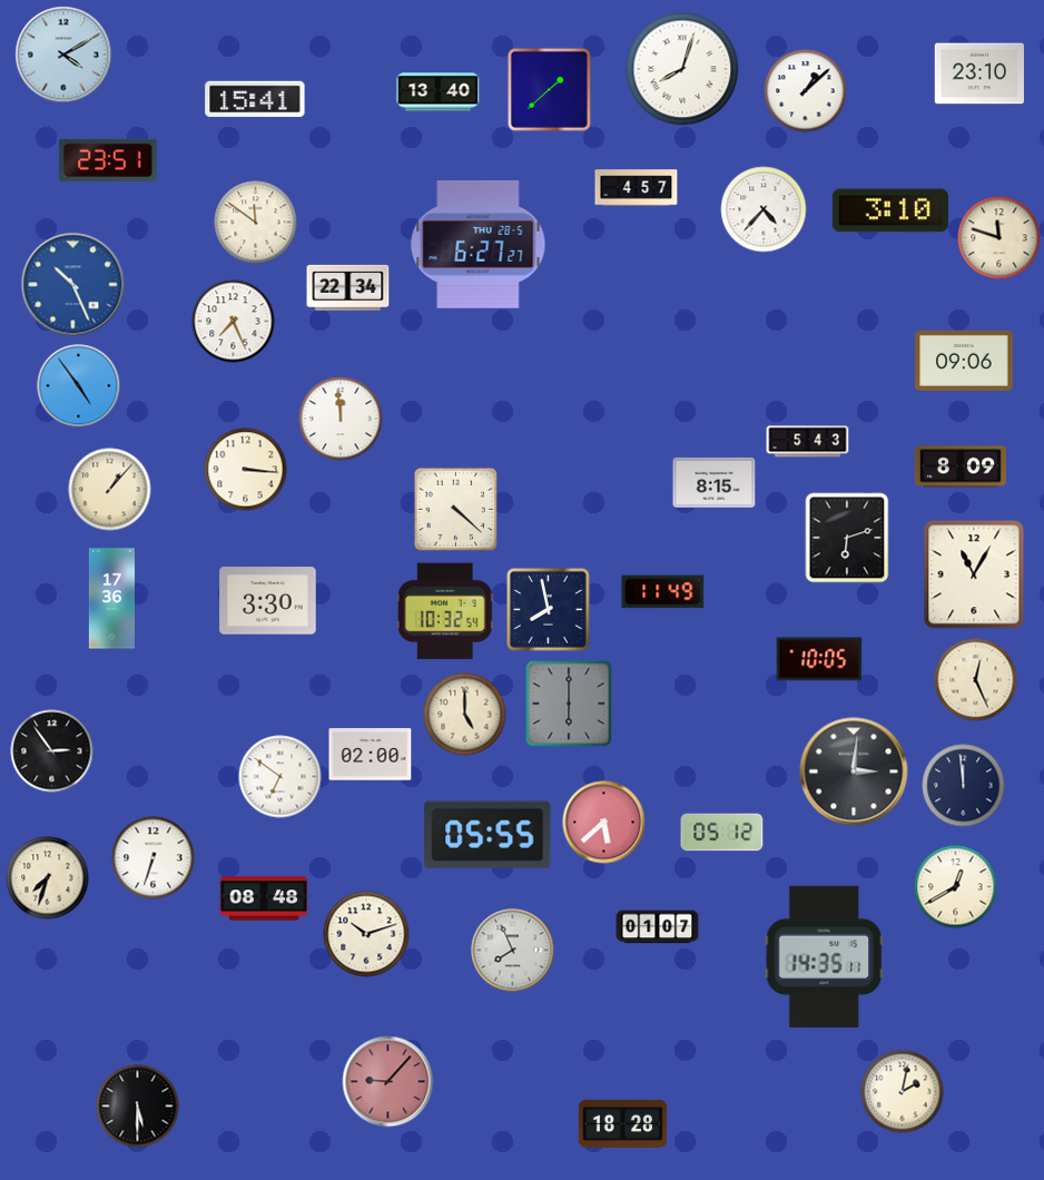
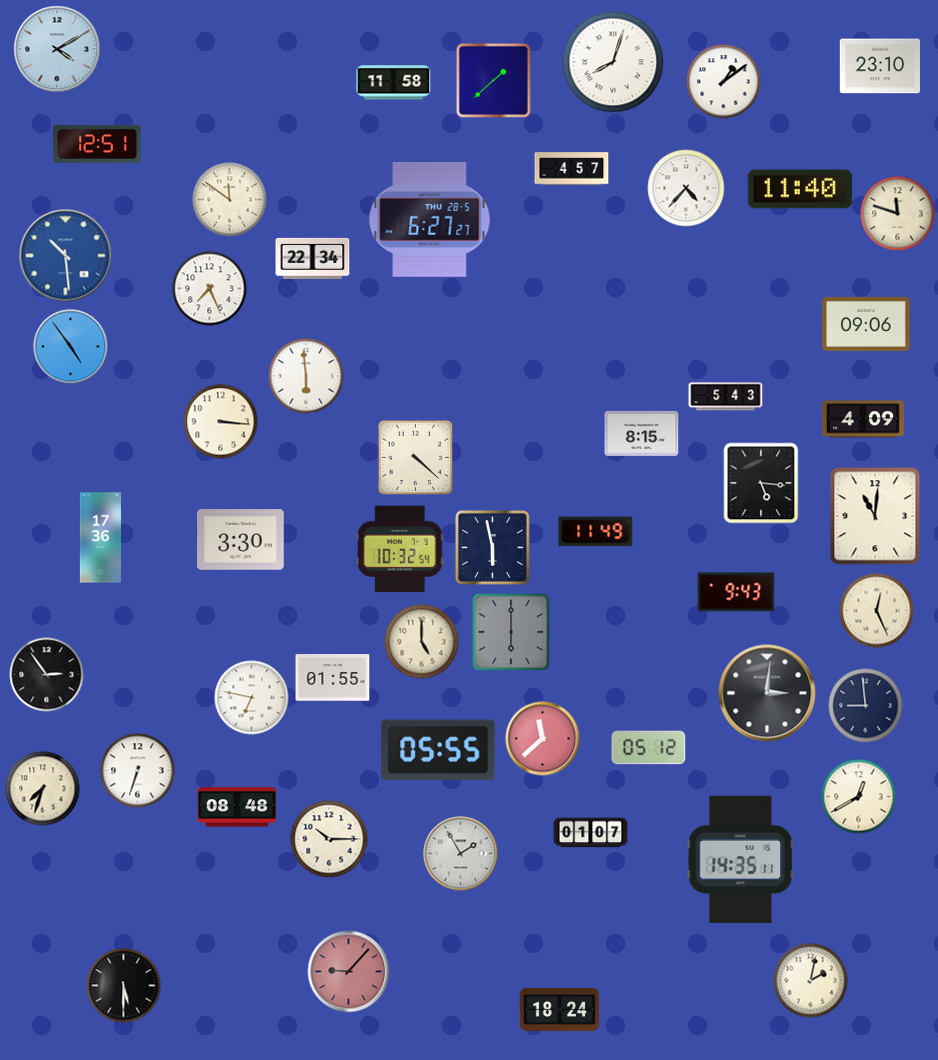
clock at (806, 91): 1:08 -> 1:09
clock at (439, 92): 13:40 -> 11:58
clock at (255, 98): 15:41 -> none
clock at (108, 160): 23:51 -> 12:51
clock at (890, 210): 3:10 -> 11:40
clock at (73, 285): 10:26 -> 10:29
clock at (341, 419): 11:59 -> 5:59
clock at (961, 466): 8:09 -> 4:09
clock at (110, 490): 1:07 -> none
clock at (456, 510) position: (456, 510) -> (416, 458)
clock at (847, 538): 6:12 -> 5:16
clock at (974, 574): 11:05 -> 11:01
clock at (548, 609): 7:58 -> 5:58
clock at (819, 659): 10:05 -> 9:43
clock at (465, 715) position: (465, 715) -> (422, 642)
clock at (371, 755): 02:00 -> 01:55
clock at (280, 777): 6:51 -> 6:47
clock at (964, 786): 11:59 -> 8:59
clock at (604, 823): 5:38 -> 11:38
clock at (366, 934): 10:12 -> 10:15
clock at (513, 951): 7:56 -> 1:55
clock at (138, 1107) position: (138, 1107) -> (124, 986)
clock at (623, 1123): 18:28 -> 18:24
